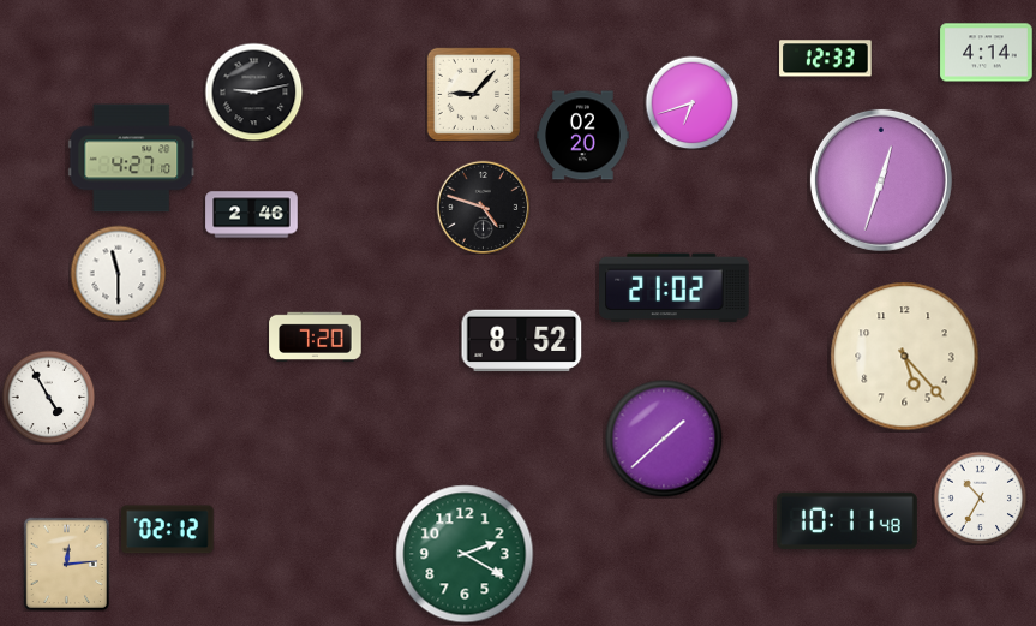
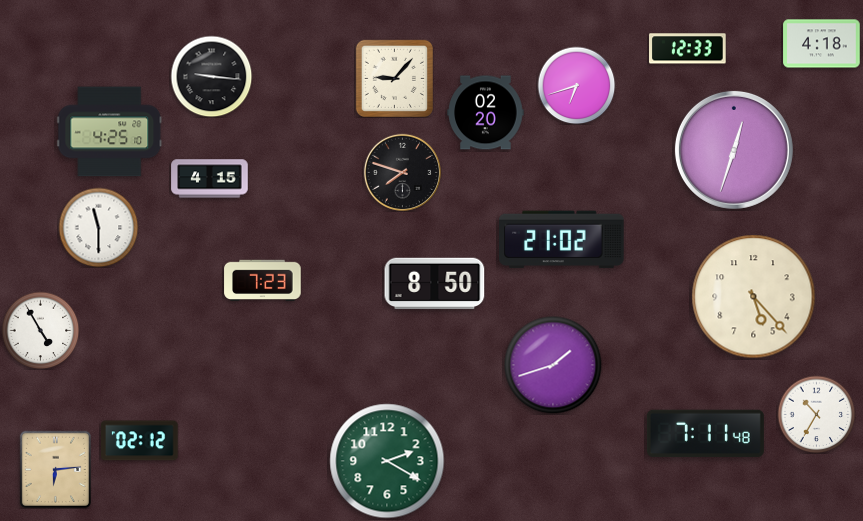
clock at (987, 53): 4:14 -> 4:18
clock at (253, 91): 9:13 -> 9:16
clock at (132, 159): 4:27 -> 4:25
clock at (483, 207): 4:48 -> 7:48
clock at (252, 215): 2:46 -> 4:15
clock at (316, 338): 7:20 -> 7:23
clock at (522, 341): 8:52 -> 8:50
clock at (664, 439): 1:38 -> 1:42
clock at (846, 521): 10:11 -> 7:11
clock at (66, 564): 12:14 -> 6:14
